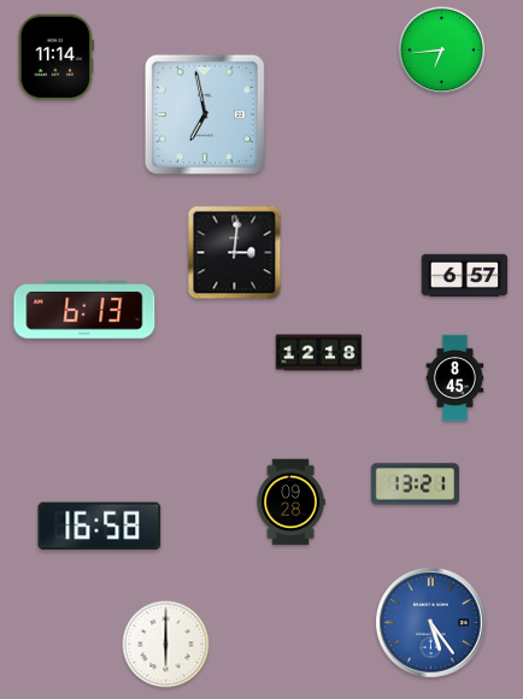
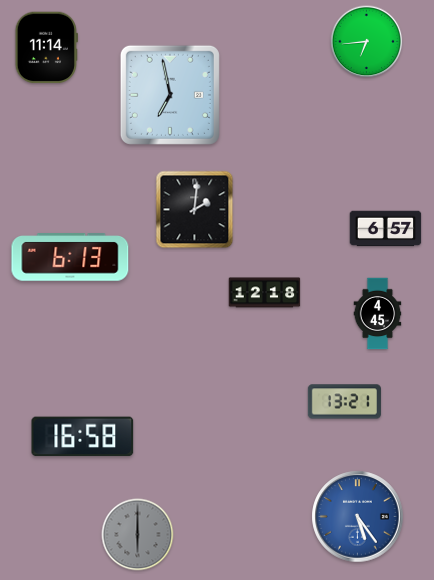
clock at (235, 253): 3:01 -> 2:01
clock at (456, 378): 8:45 -> 4:45
clock at (290, 503): 09:28 -> none
clock at (166, 645) dial: white -> grey
